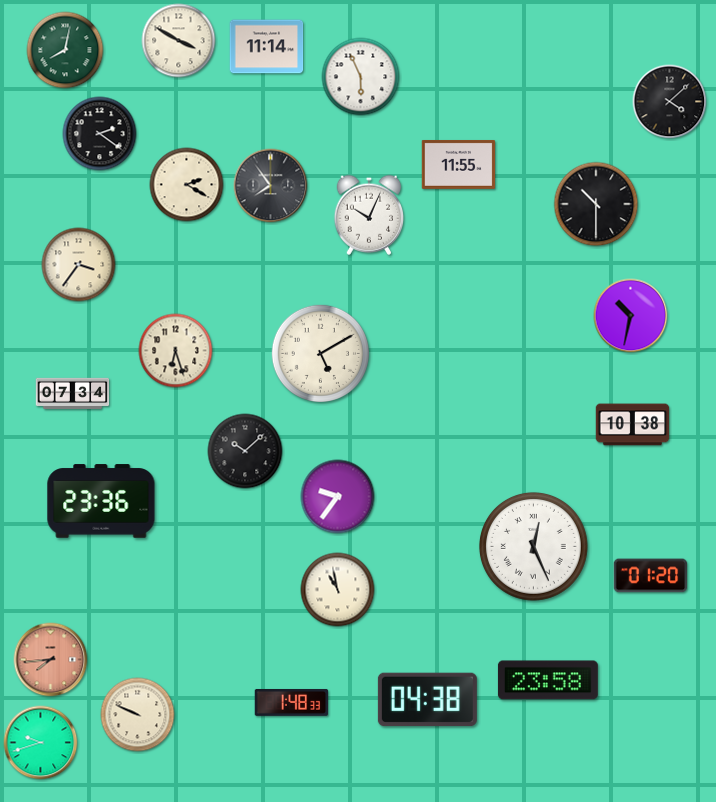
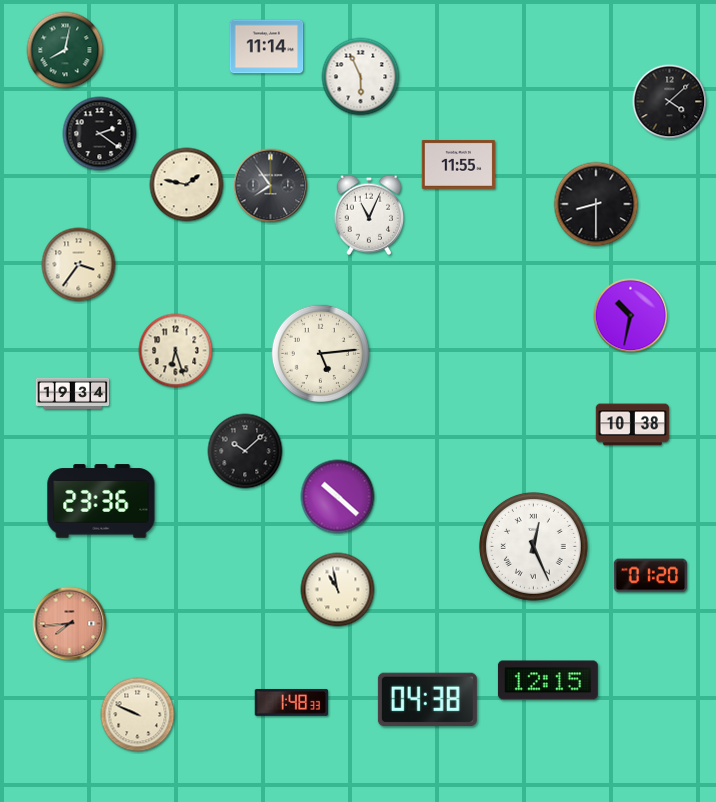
clock at (179, 41): 3:50 -> none
clock at (187, 185): 2:20 -> 1:47
clock at (596, 204): 10:30 -> 8:30
clock at (369, 215): 10:04 -> 11:04
clock at (320, 353): 5:10 -> 5:14
clock at (73, 393): 07:34 -> 19:34
clock at (338, 497): 9:36 -> 10:22
clock at (51, 660) position: (51, 660) -> (70, 624)
clock at (548, 680): 23:58 -> 12:15
clock at (41, 743): 9:42 -> none
